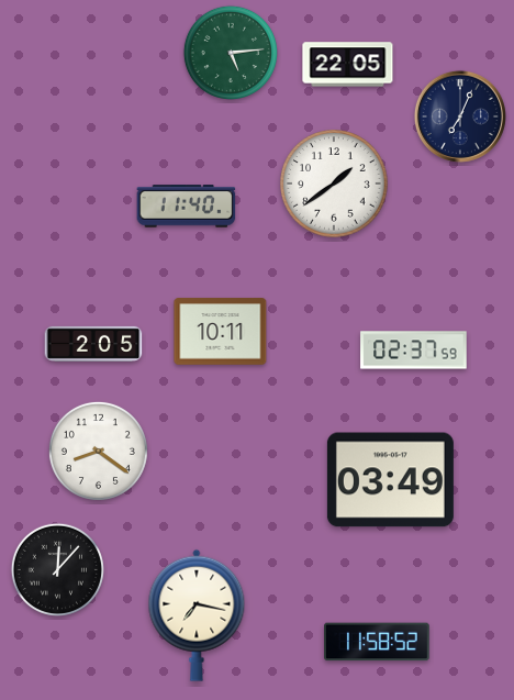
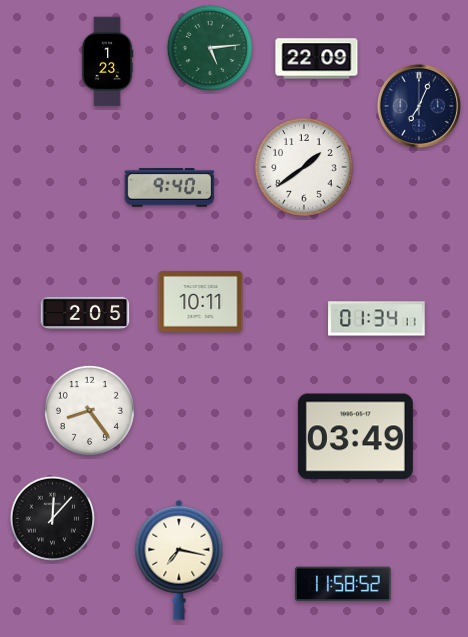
clock at (348, 65): 22:05 -> 22:09
clock at (107, 62): none -> 1:23
clock at (187, 207): 11:40 -> 9:40
clock at (414, 351): 02:37 -> 01:34
clock at (98, 451): 8:21 -> 8:24
